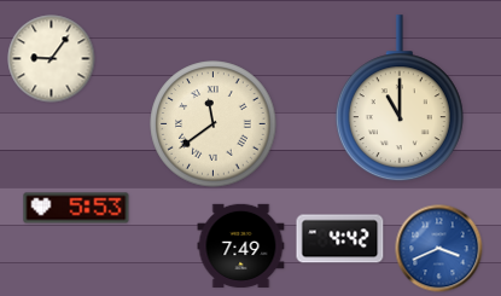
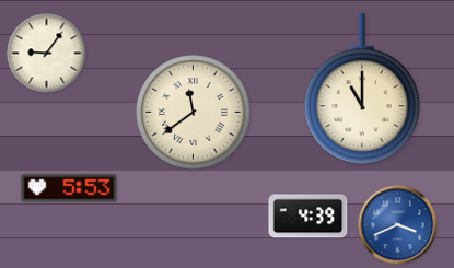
clock at (340, 239): 4:42 -> 4:39
clock at (241, 245): 7:49 -> none
